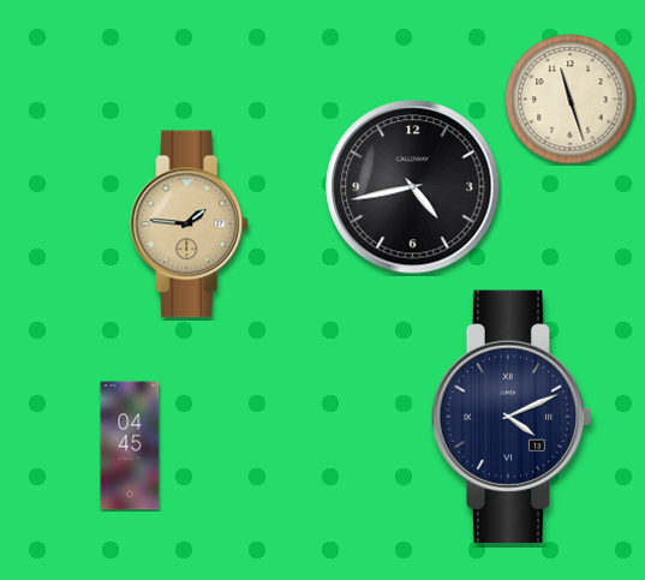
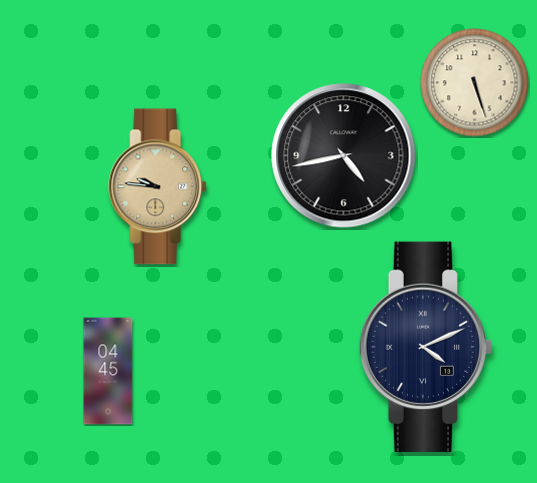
clock at (571, 100): 11:27 -> 5:27
clock at (190, 225): 1:46 -> 9:46
